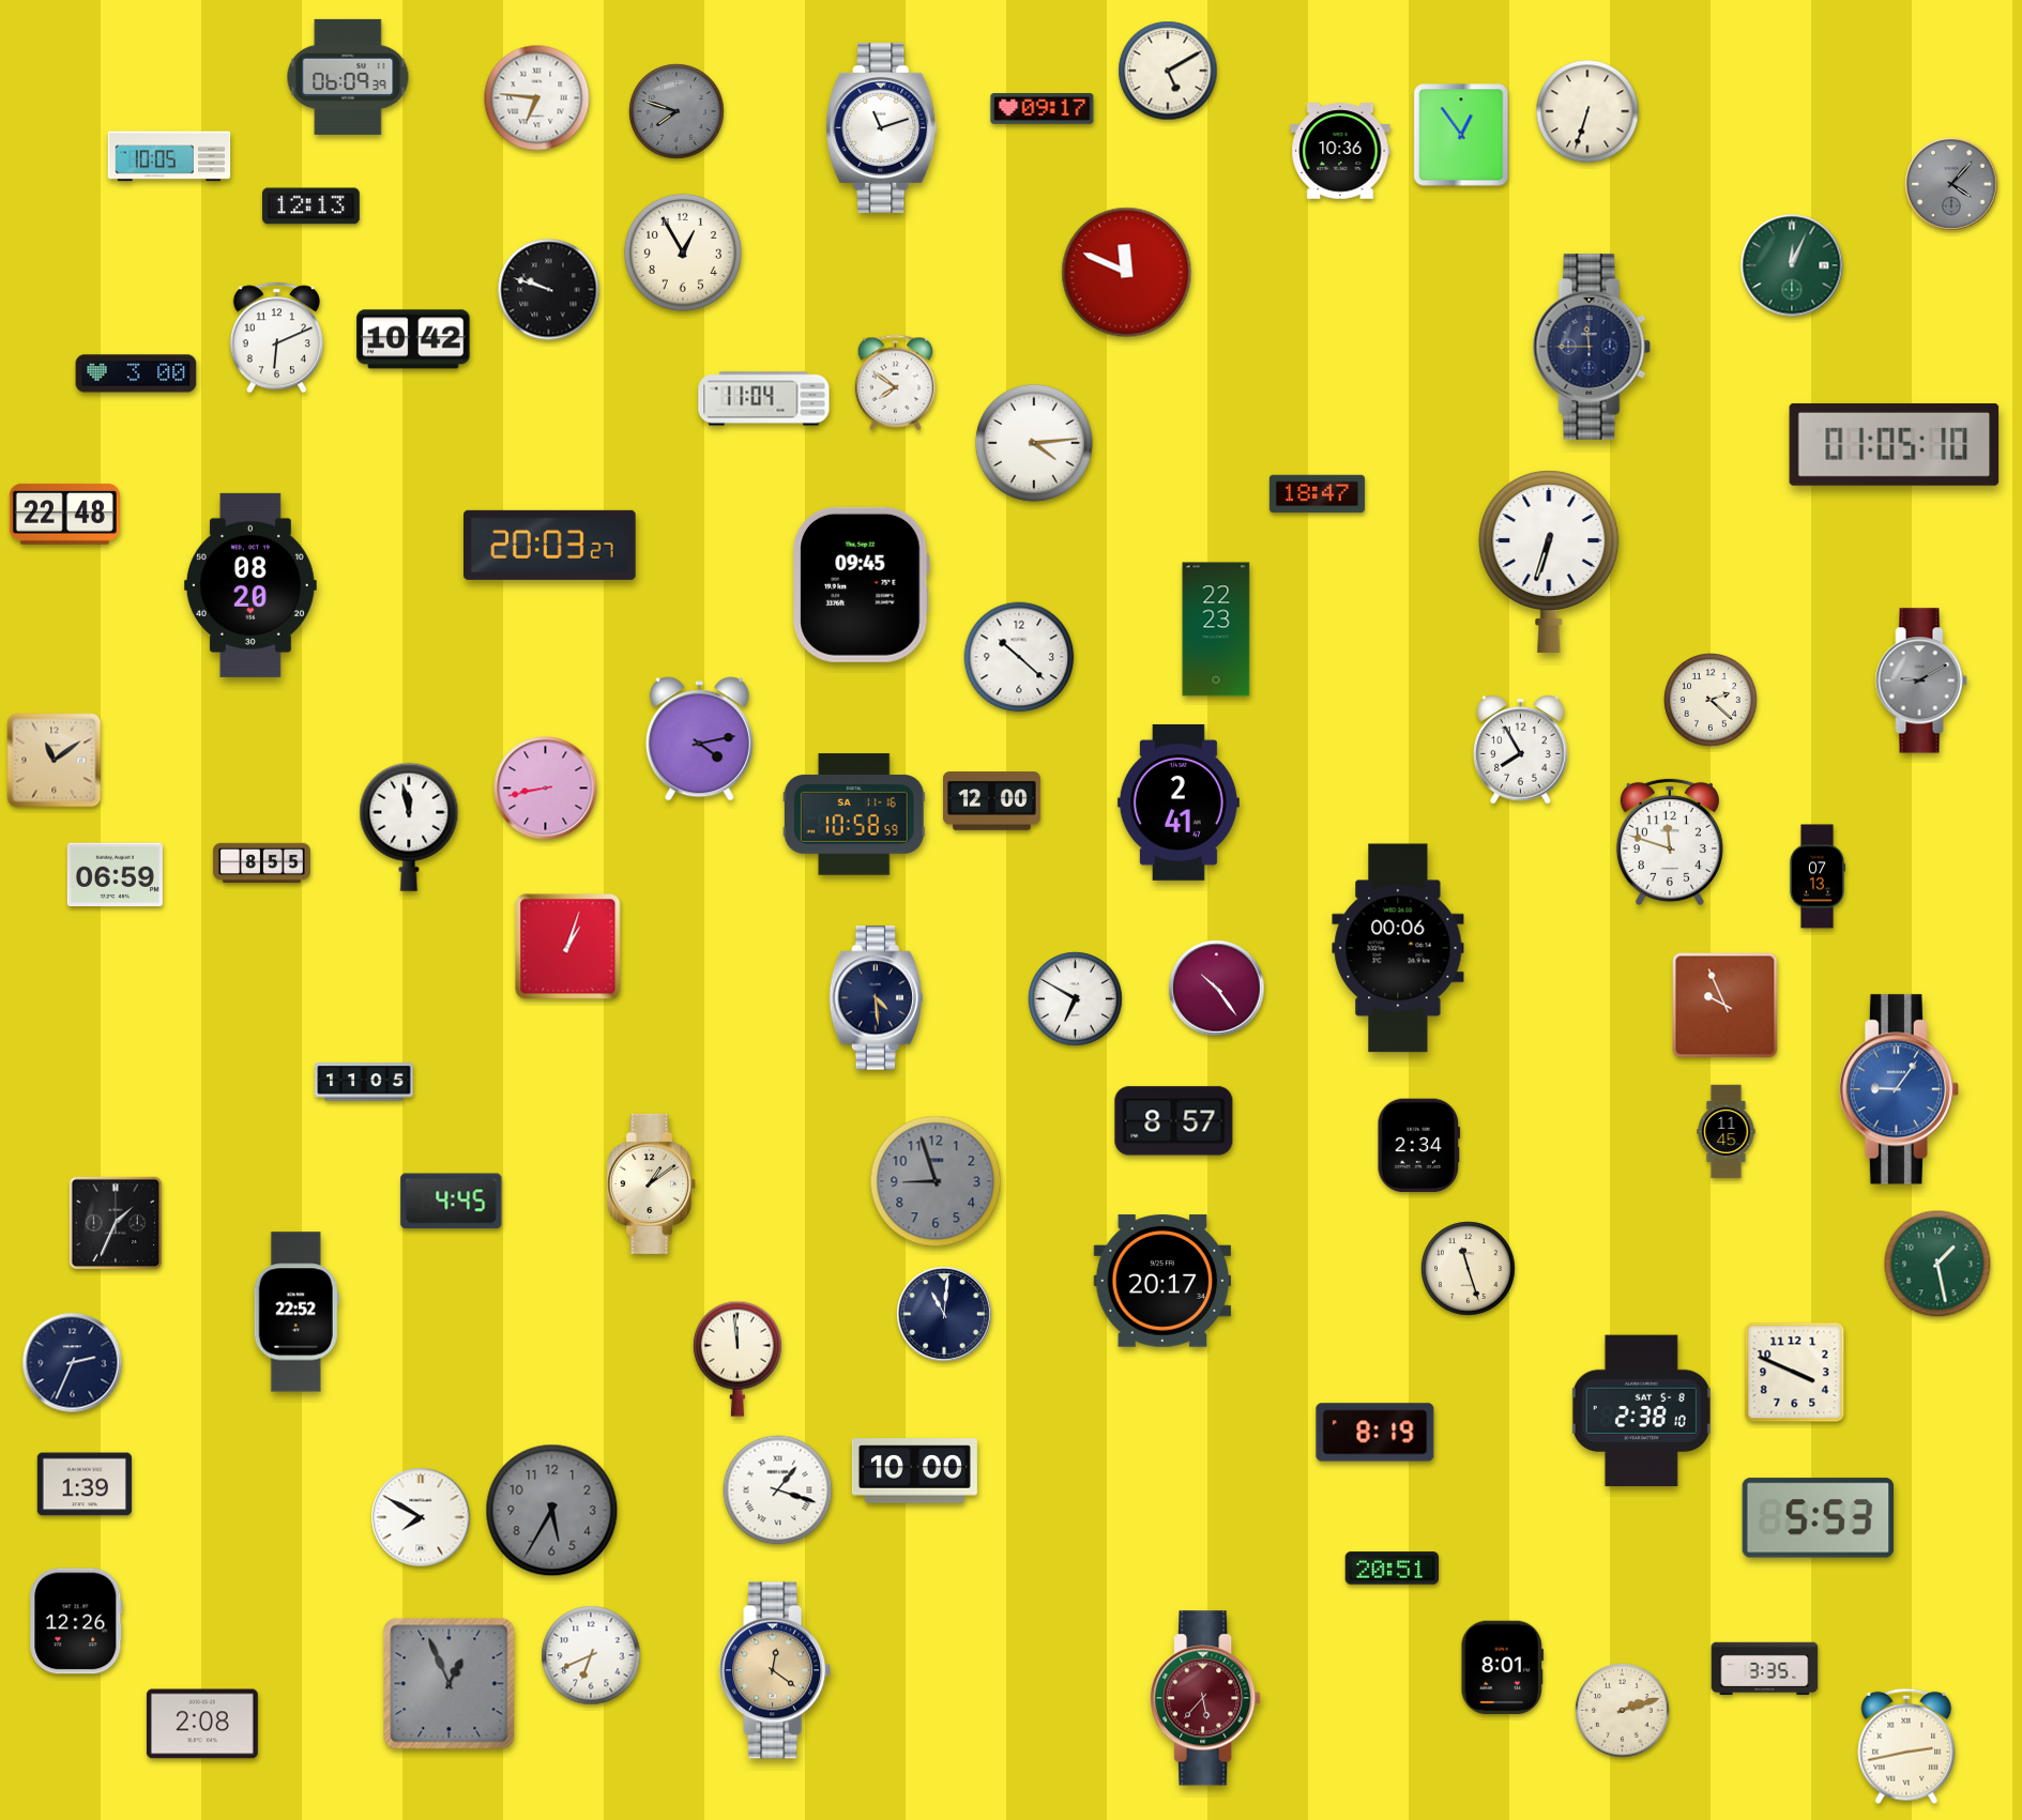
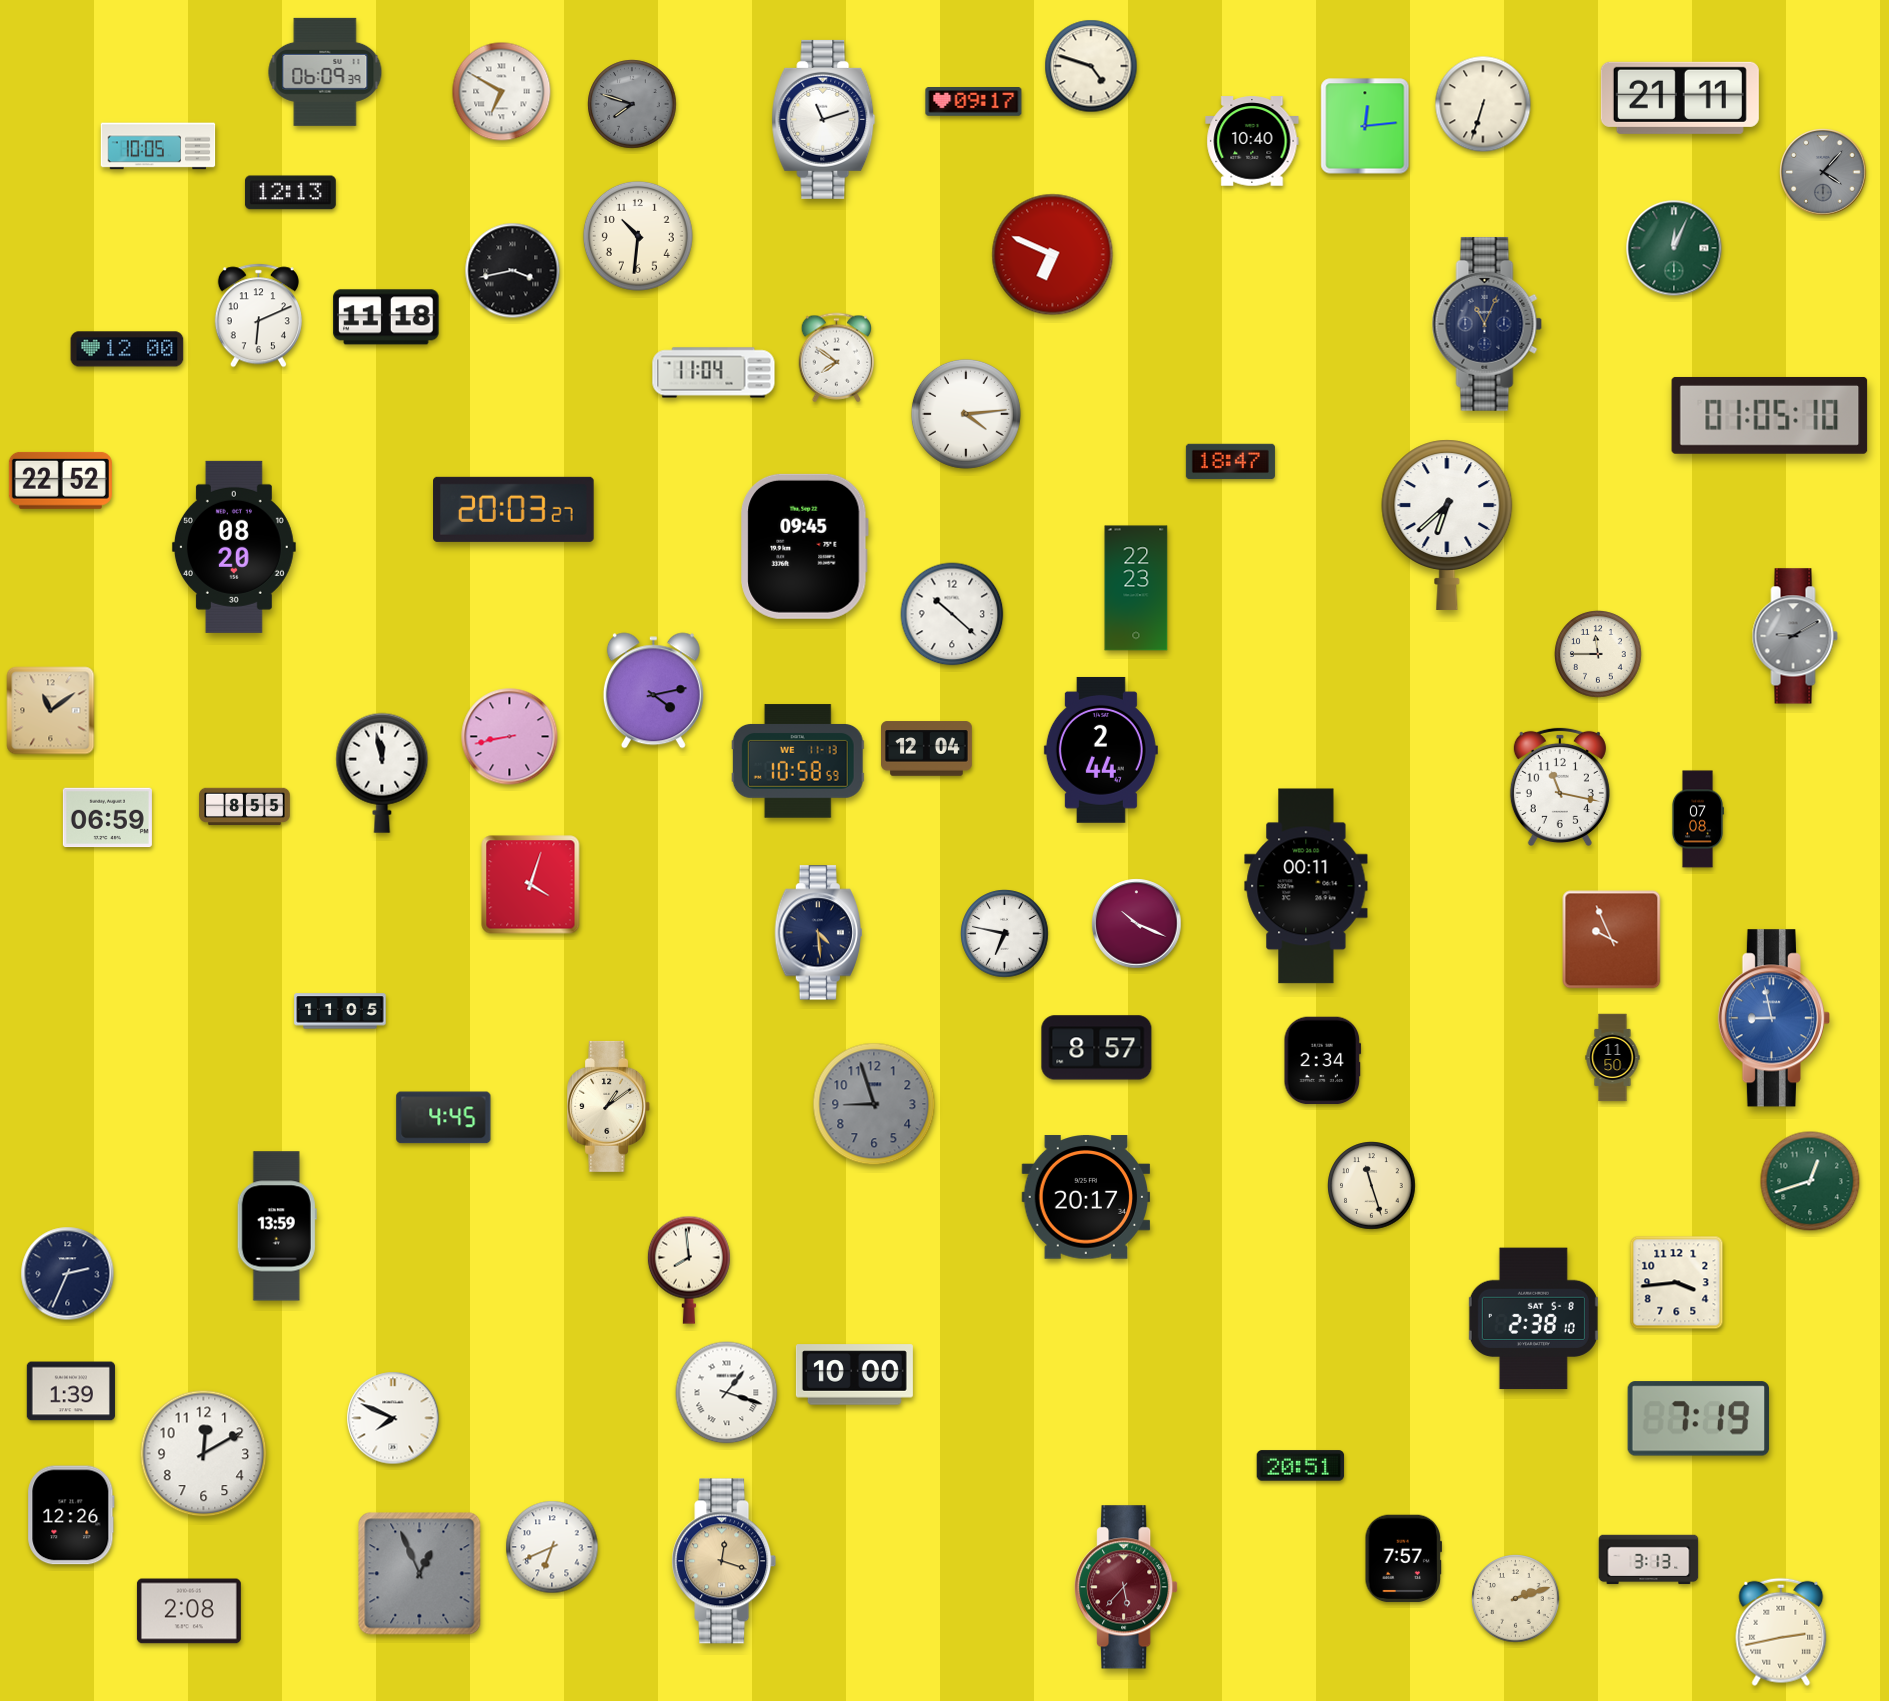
clock at (1168, 71): 5:10 -> 4:48
clock at (537, 98): 6:46 -> 6:50
clock at (1680, 98): none -> 21:11
clock at (1461, 135): 12:54 -> 12:14
clock at (1340, 151): 10:36 -> 10:40
clock at (683, 253): 12:55 -> 10:31
clock at (1127, 273): 11:49 -> 6:49
clock at (549, 290): 9:48 -> 3:43
clock at (413, 339): 10:42 -> 11:18
clock at (1592, 347): 11:45 -> 11:04
clock at (136, 373): 3:00 -> 12:00
clock at (64, 514): 22:48 -> 22:52
clock at (1549, 562): 6:33 -> 6:38
clock at (1712, 701): 2:22 -> 11:45
clock at (1521, 750): 7:55 -> none
clock at (992, 801): 12:00 -> 12:04
clock at (1179, 802): 2:41 -> 2:44
clock at (854, 814) date: SA 11-16 -> WE 11-13
clock at (1670, 842): 11:48 -> 11:17
clock at (1816, 876): 07:13 -> 07:08
clock at (568, 947): 1:03 -> 4:03
clock at (1398, 948): 00:06 -> 00:11
clock at (1217, 989): 10:24 -> 10:19
clock at (1076, 999): 6:50 -> 6:47
clock at (1899, 1089): 9:06 -> 8:58
clock at (1727, 1132): 11:45 -> 11:50
clock at (1419, 1146) position: (1419, 1146) -> (1323, 1061)
clock at (452, 1202) position: (452, 1202) -> (444, 1118)
clock at (115, 1222): 1:34 -> none
clock at (1937, 1264): 1:28 -> 12:42
clock at (297, 1312): 22:52 -> 13:59
clock at (944, 1314): 11:01 -> none
clock at (738, 1359): 11:59 -> 7:59
clock at (1795, 1373): 3:49 -> 3:44
clock at (1375, 1433): 8:19 -> none
clock at (85, 1484) position: (85, 1484) -> (71, 1391)
clock at (552, 1511): 5:35 -> none
clock at (421, 1517): 7:50 -> 7:49
clock at (1819, 1518): 5:53 -> 7:19
clock at (204, 1454): none -> 12:10
clock at (1503, 1668): 8:01 -> 7:57
clock at (1765, 1669): 3:35 -> 3:13
clock at (775, 1670): 12:21 -> 12:18
